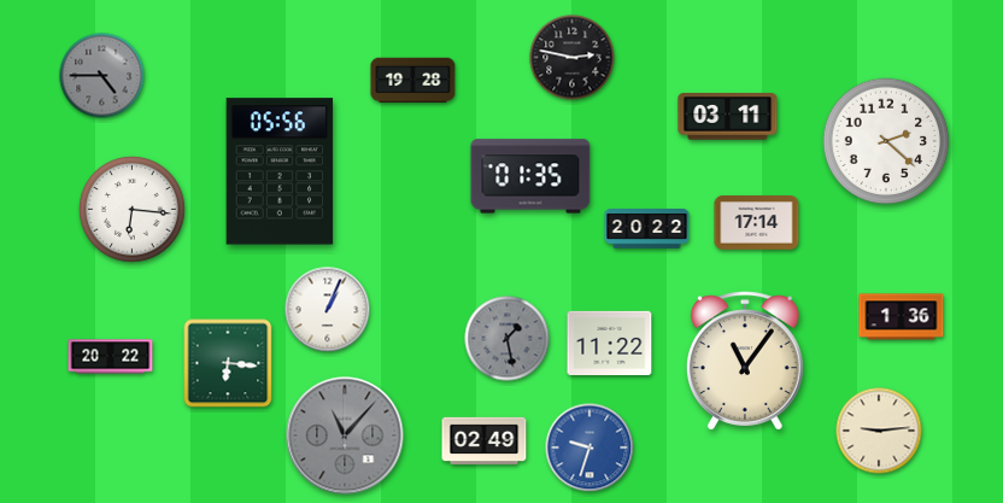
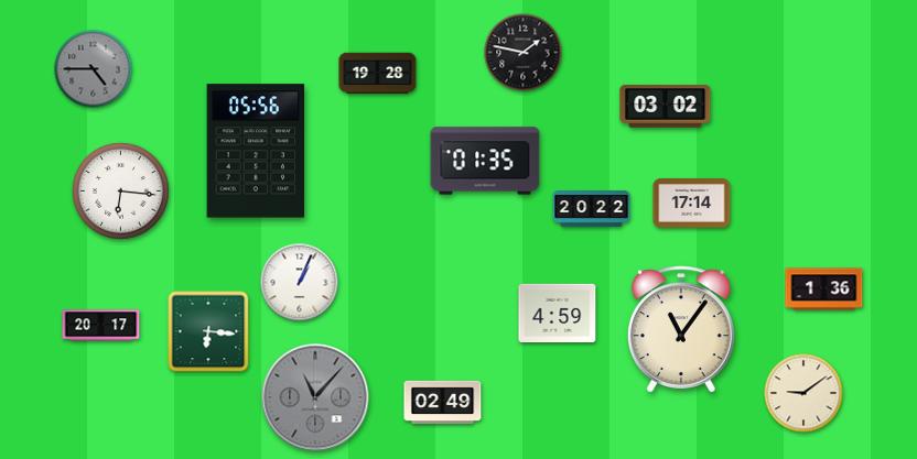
clock at (573, 58): 2:47 -> 1:47
clock at (728, 117): 03:11 -> 03:02
clock at (886, 141): 2:22 -> none
clock at (280, 171) position: (280, 171) -> (256, 151)
clock at (508, 339): 1:28 -> none
clock at (610, 343): 11:22 -> 4:59
clock at (111, 357): 20:22 -> 20:17
clock at (879, 431): 9:14 -> 9:09
clock at (590, 448): 9:33 -> none
